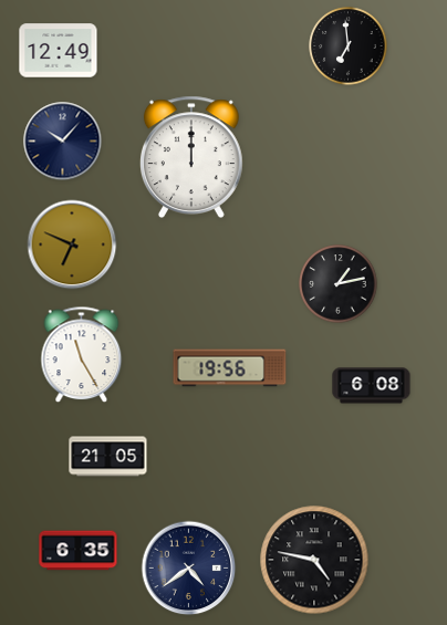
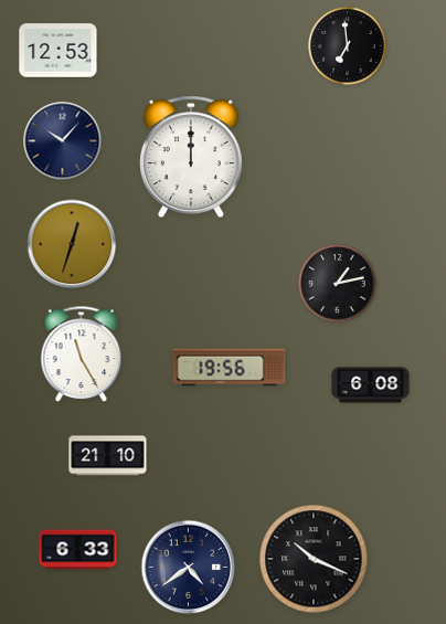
clock at (59, 51): 12:49 -> 12:53
clock at (72, 244): 6:49 -> 12:33
clock at (108, 457): 21:05 -> 21:10
clock at (79, 551): 6:35 -> 6:33
clock at (314, 560): 4:47 -> 10:19
